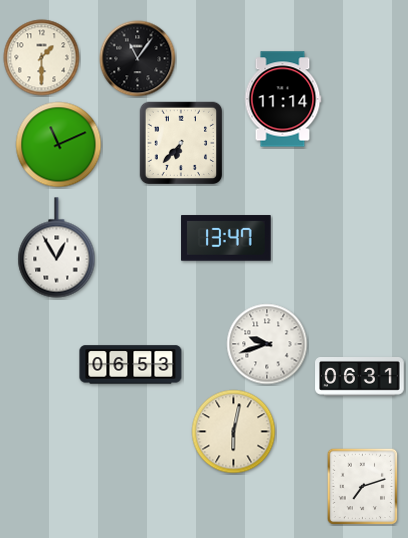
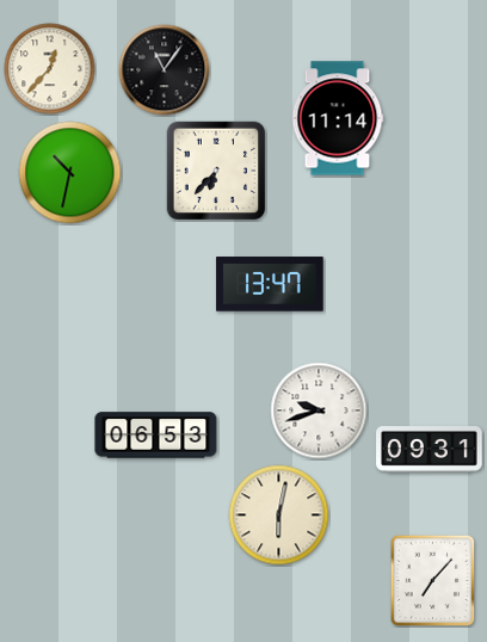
clock at (42, 58): 1:30 -> 12:37
clock at (59, 145): 11:11 -> 10:32
clock at (57, 248): 12:55 -> none
clock at (360, 377): 06:31 -> 09:31
clock at (363, 486): 7:12 -> 7:07
